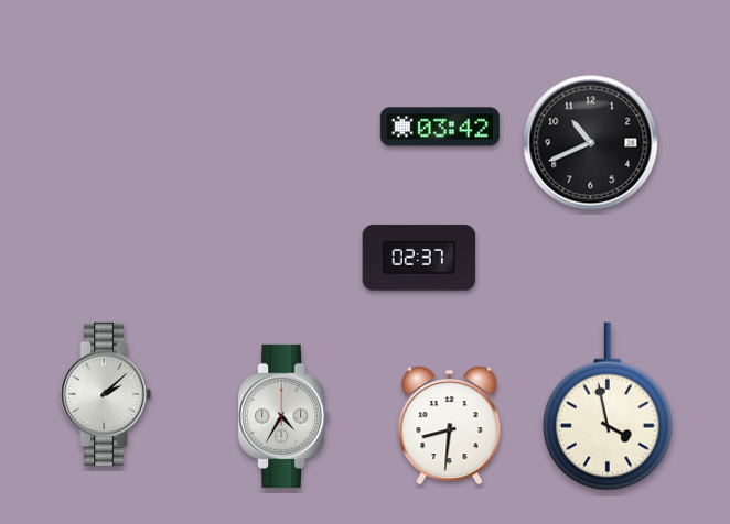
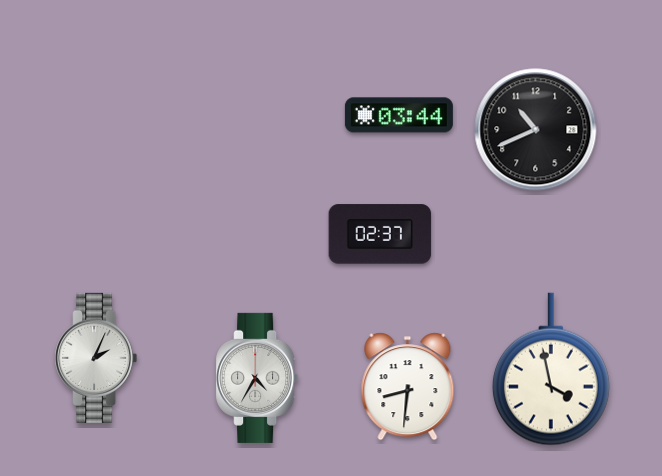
clock at (440, 127): 03:42 -> 03:44
clock at (106, 394): 2:08 -> 2:04
